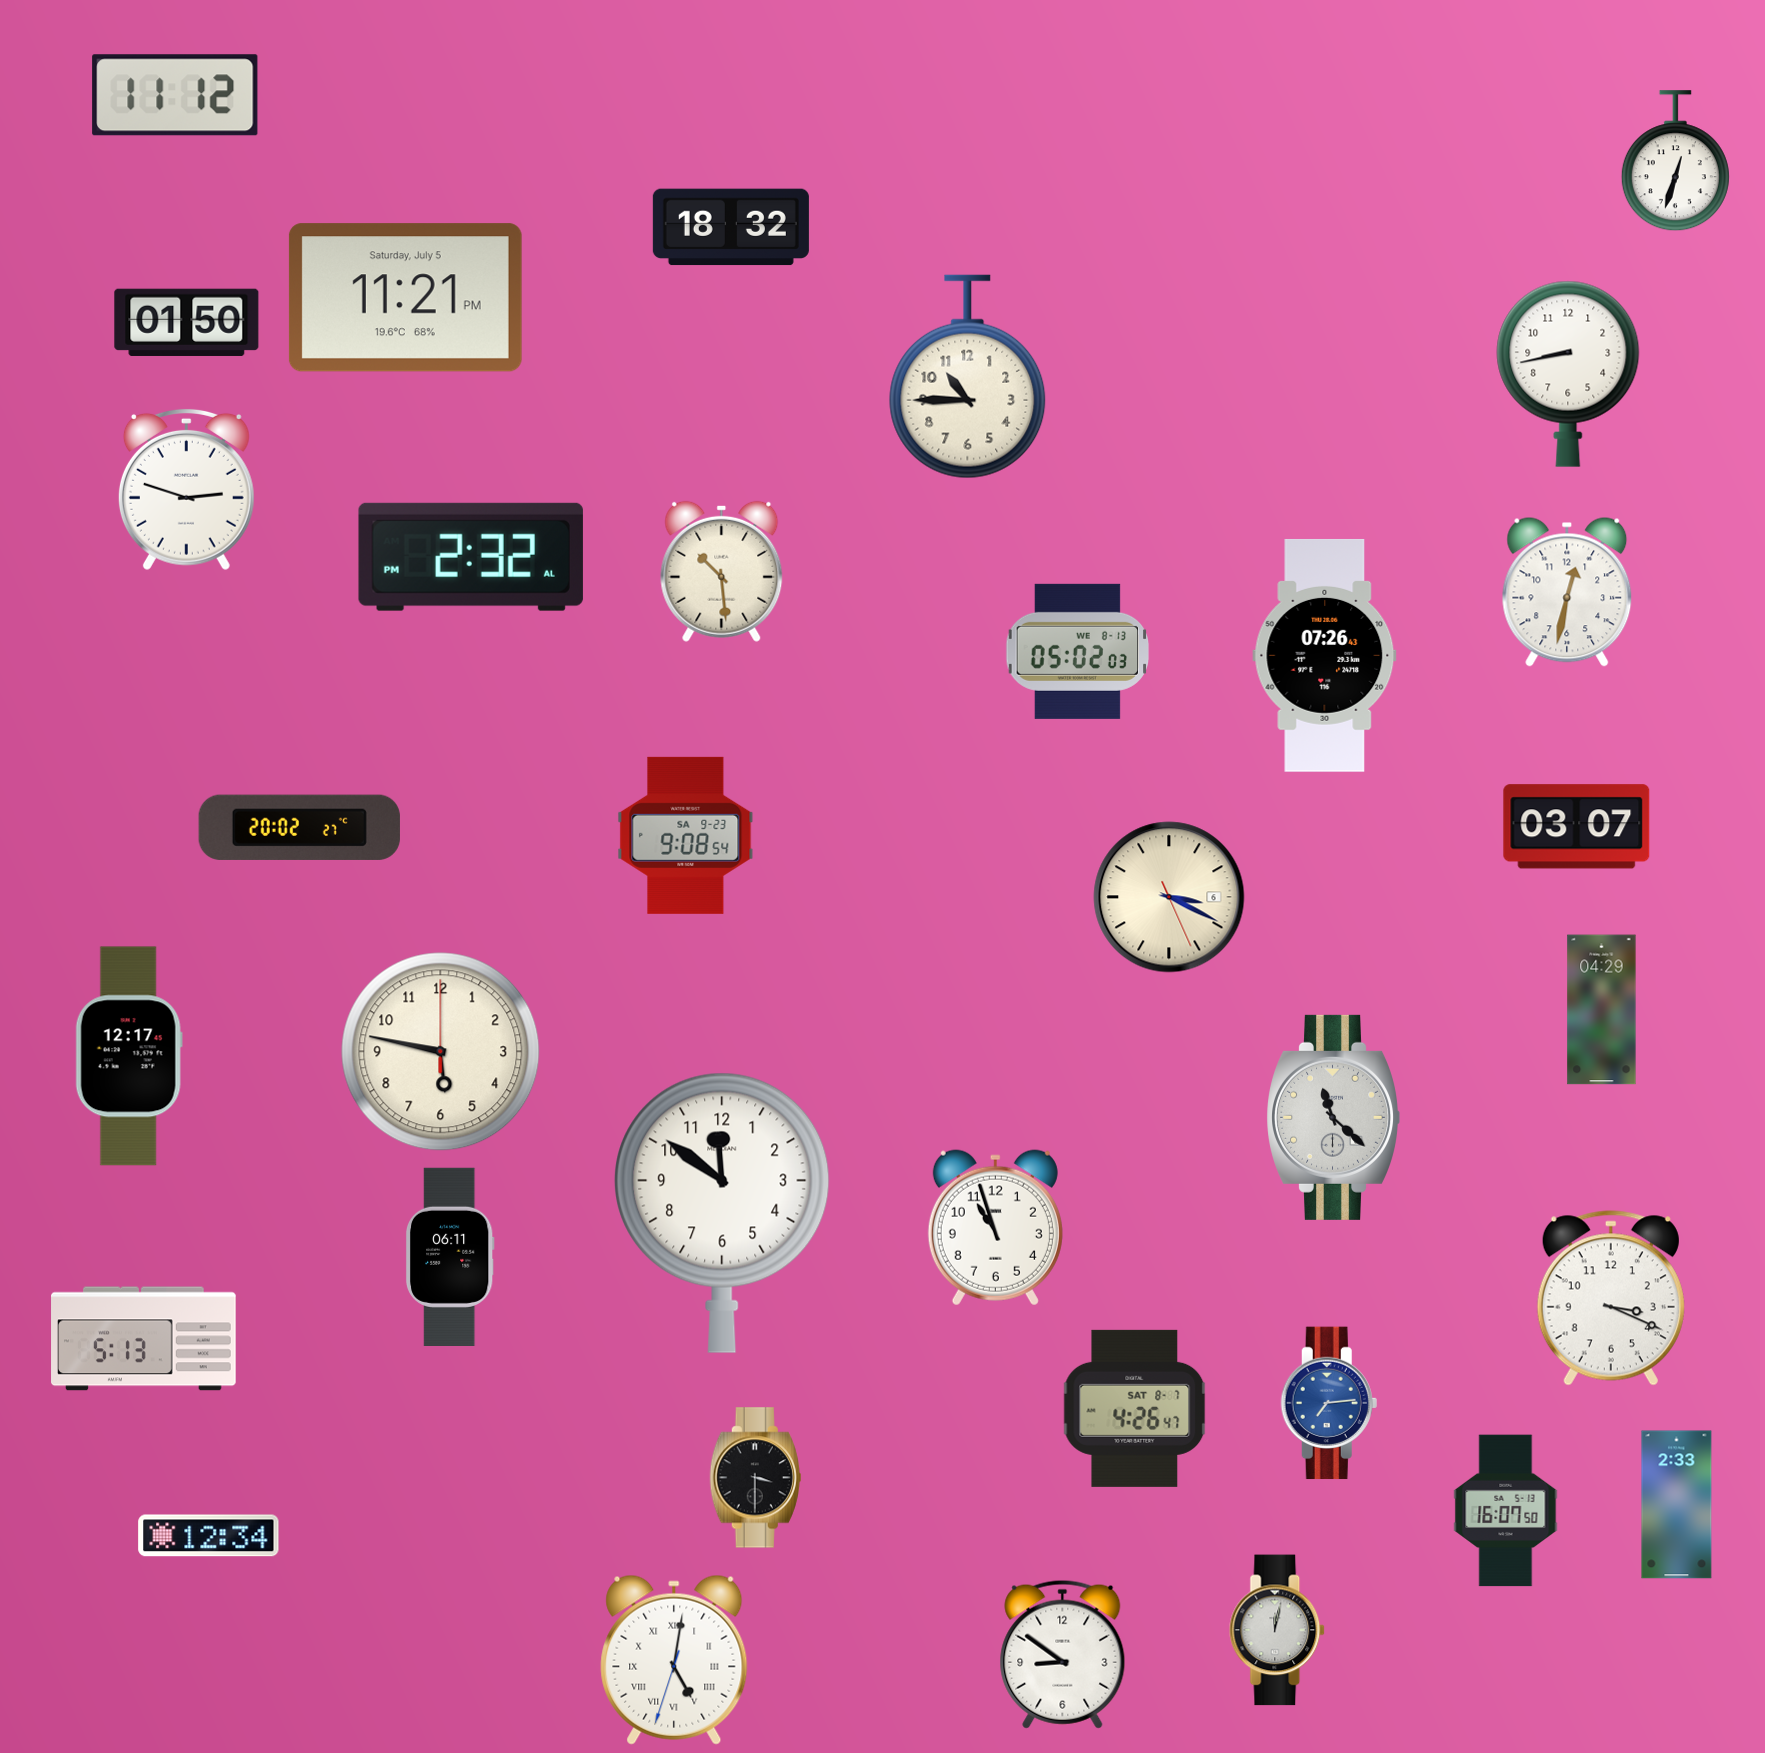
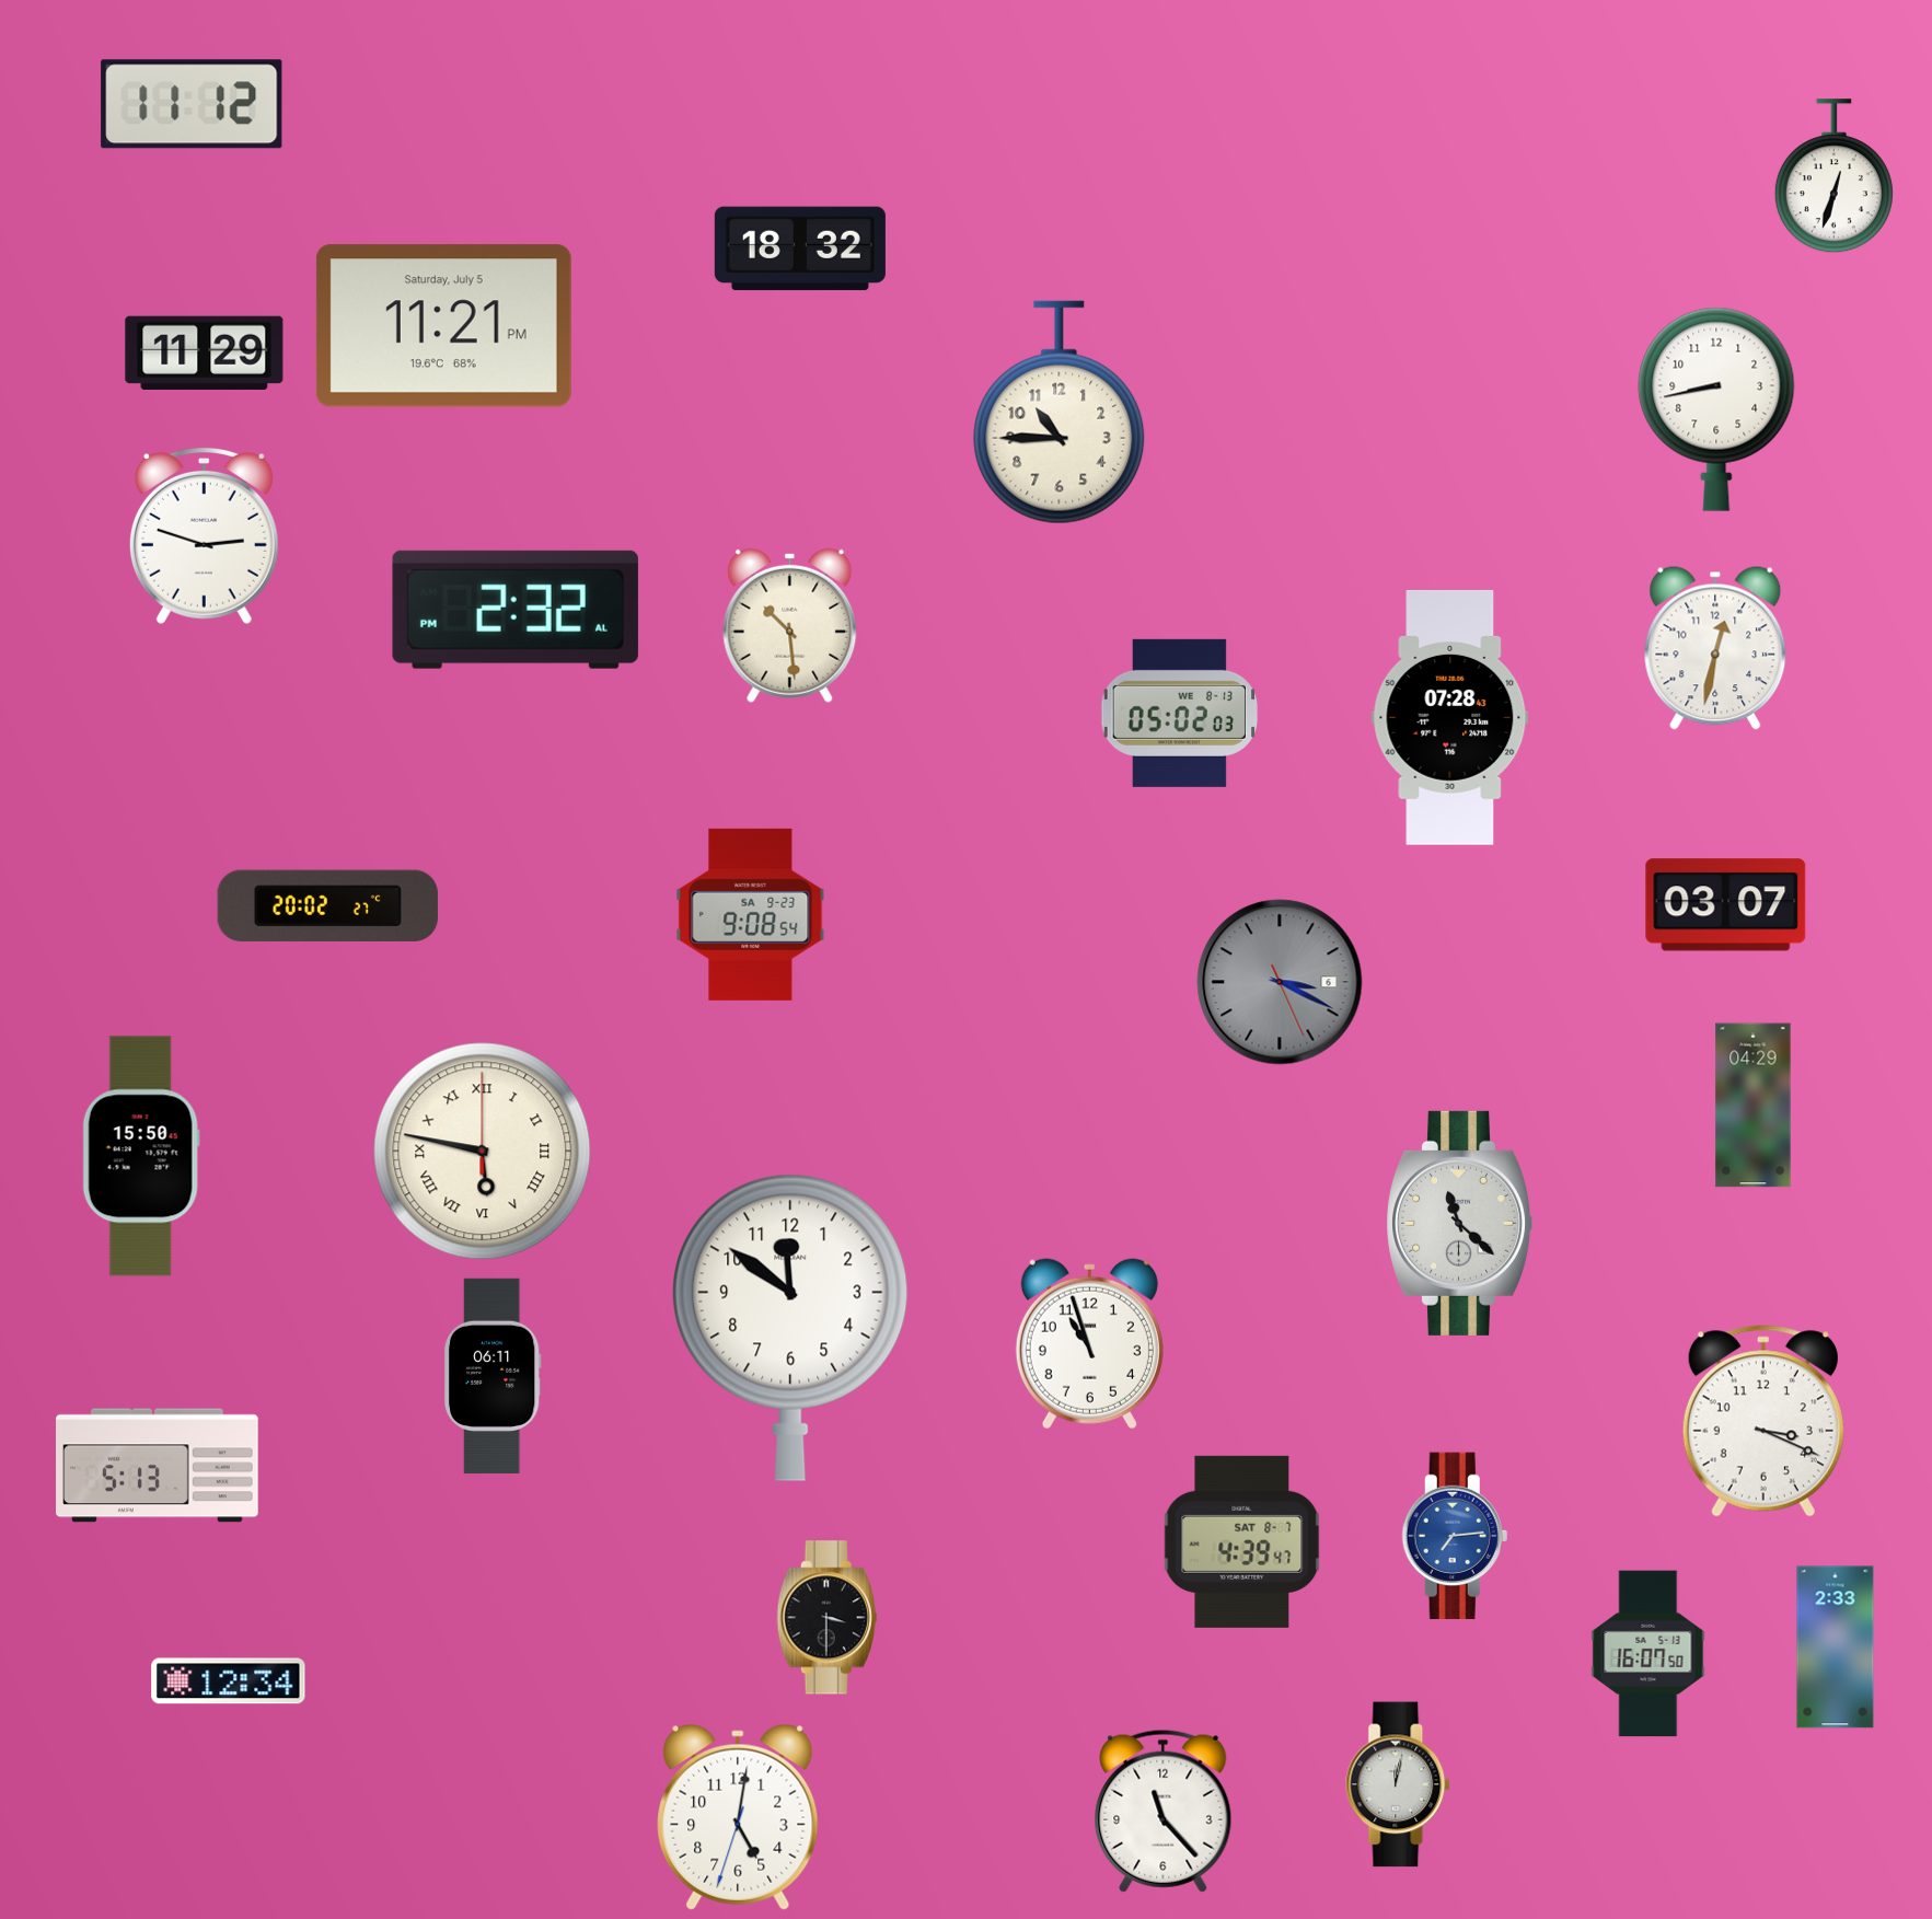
clock at (187, 322): 01:50 -> 11:29
clock at (1325, 655): 07:26 -> 07:28
clock at (1169, 897) dial: cream -> grey
clock at (441, 1052) numerals: Arabic -> Roman
clock at (129, 1056): 12:17 -> 15:50
clock at (1135, 1408): 4:26 -> 4:39
clock at (1063, 1654): 8:51 -> 11:23
clock at (674, 1660) numerals: Roman -> Arabic
